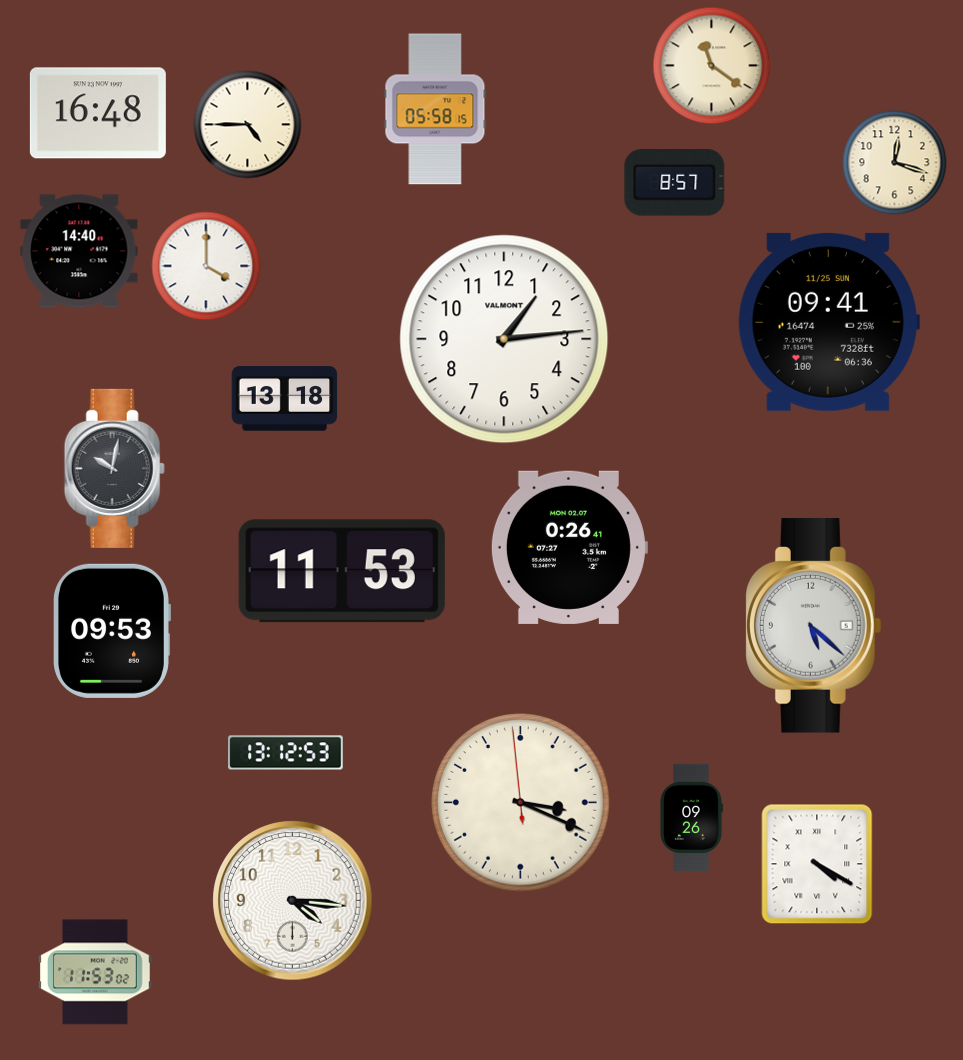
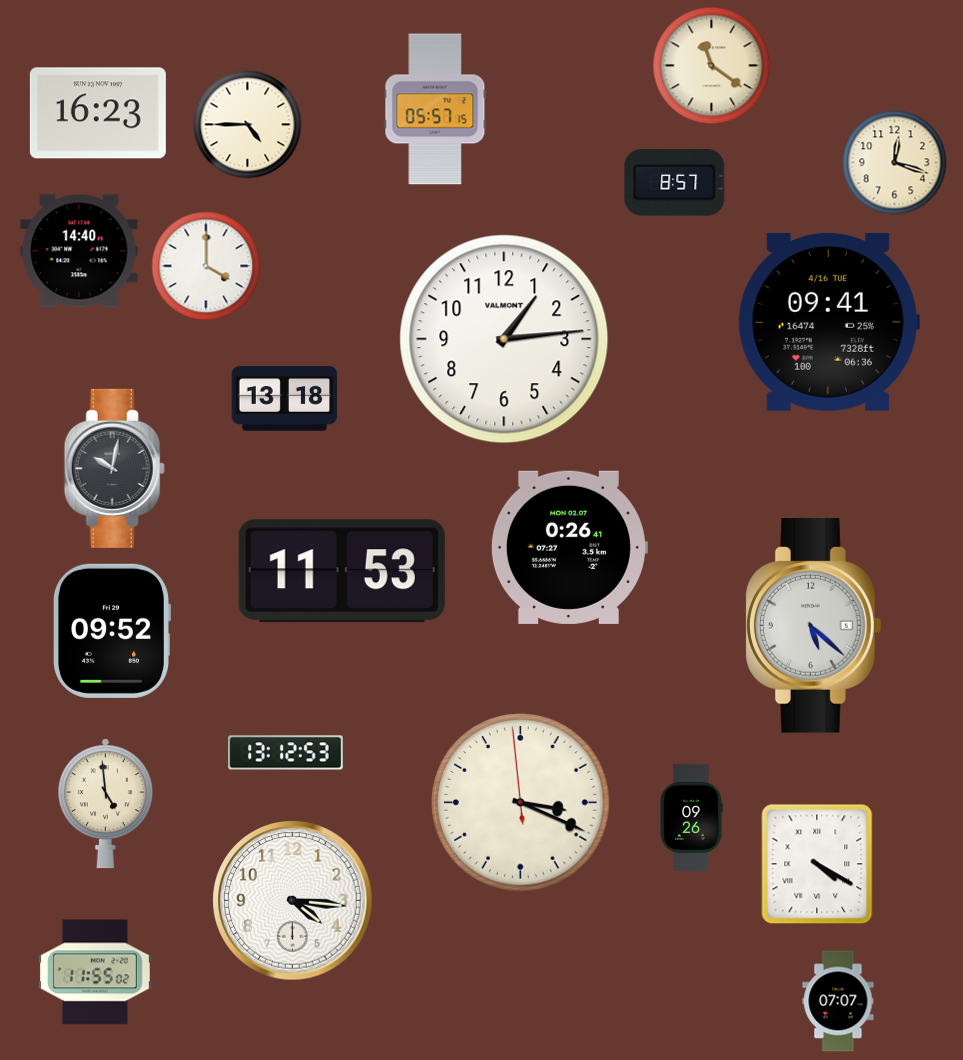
clock at (435, 109): 05:58 -> 05:57
clock at (98, 113): 16:48 -> 16:23
clock at (829, 322) date: 11/25 SUN -> 4/16 TUE
clock at (112, 631): 09:53 -> 09:52
clock at (105, 804): none -> 4:59
clock at (96, 972): 11:53 -> 11:55
clock at (838, 1001): none -> 07:07
